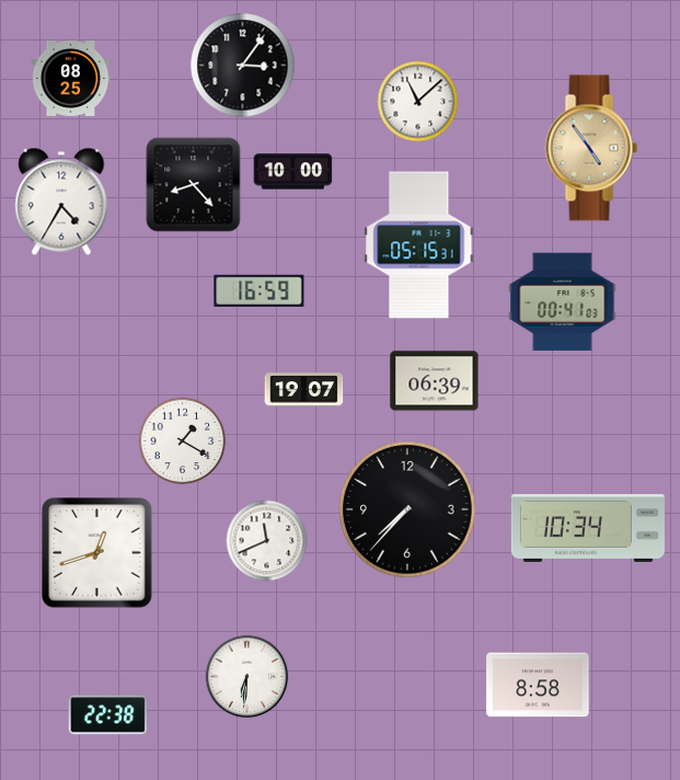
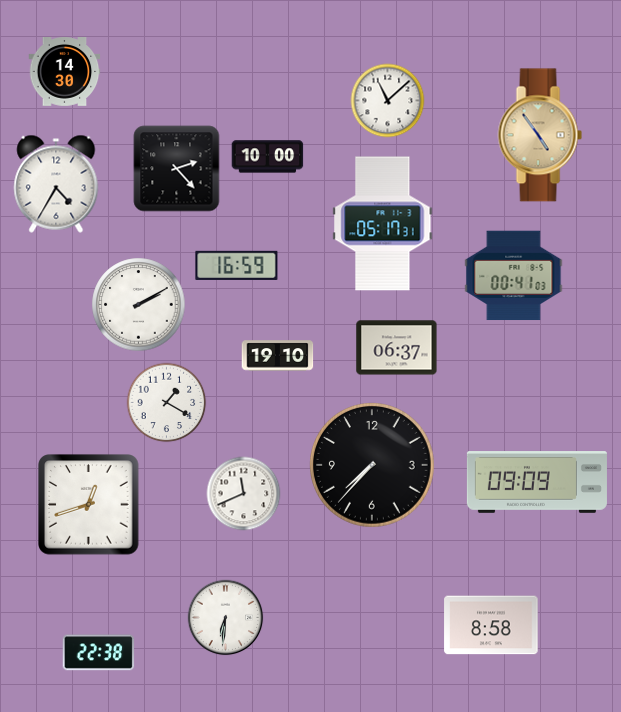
clock at (243, 66): 3:06 -> none
clock at (71, 79): 08:25 -> 14:30
clock at (418, 102) position: (418, 102) -> (388, 101)
clock at (194, 185): 8:23 -> 2:23
clock at (419, 245): 05:15 -> 05:17
clock at (139, 305): none -> 2:10
clock at (435, 381): 06:39 -> 06:37
clock at (304, 390): 19:07 -> 19:10
clock at (588, 528): 10:34 -> 09:09
